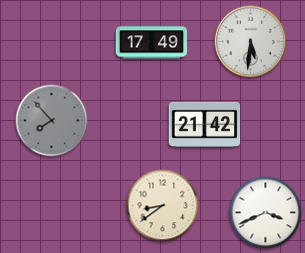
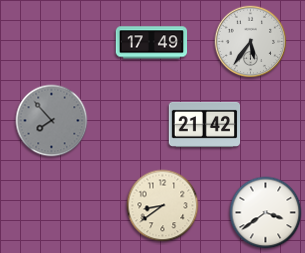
clock at (251, 42): 5:31 -> 5:36
clock at (266, 213): 3:41 -> 3:39
